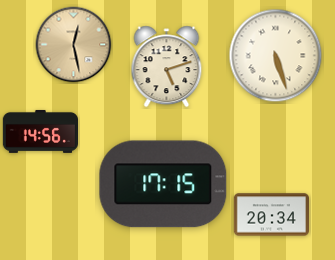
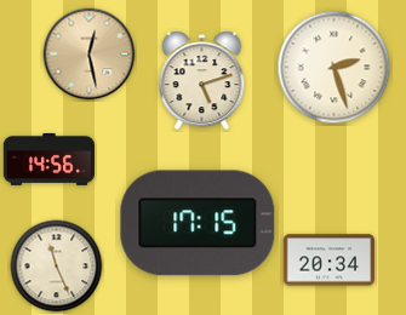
clock at (276, 56): 5:27 -> 2:27
clock at (57, 267): none -> 11:26
